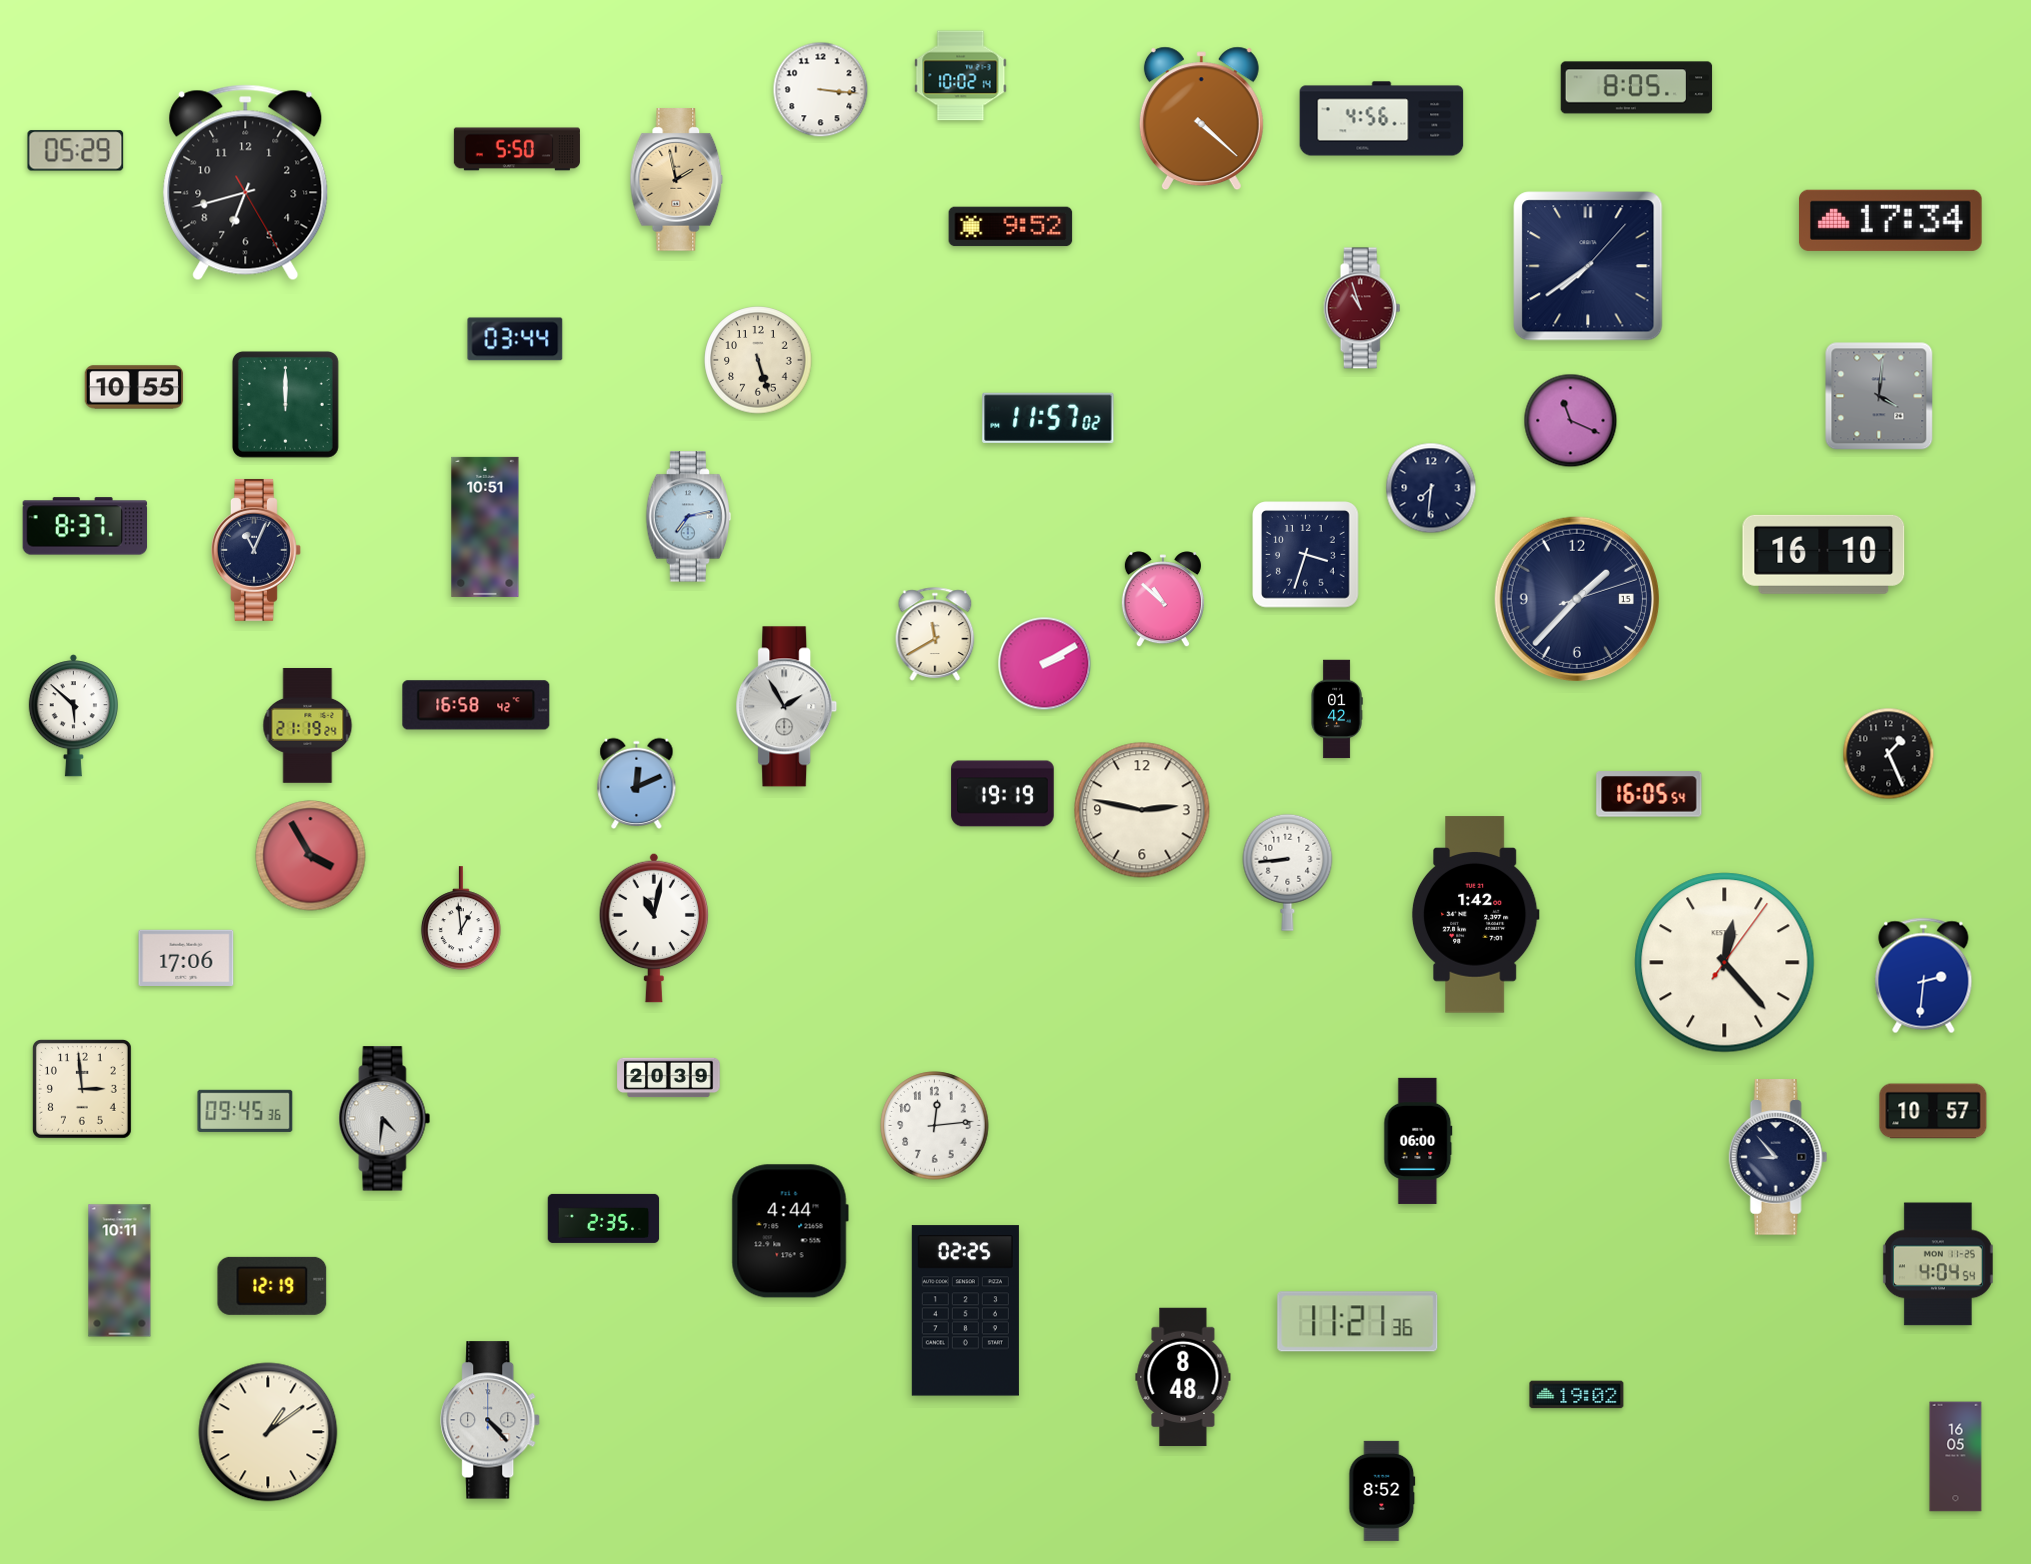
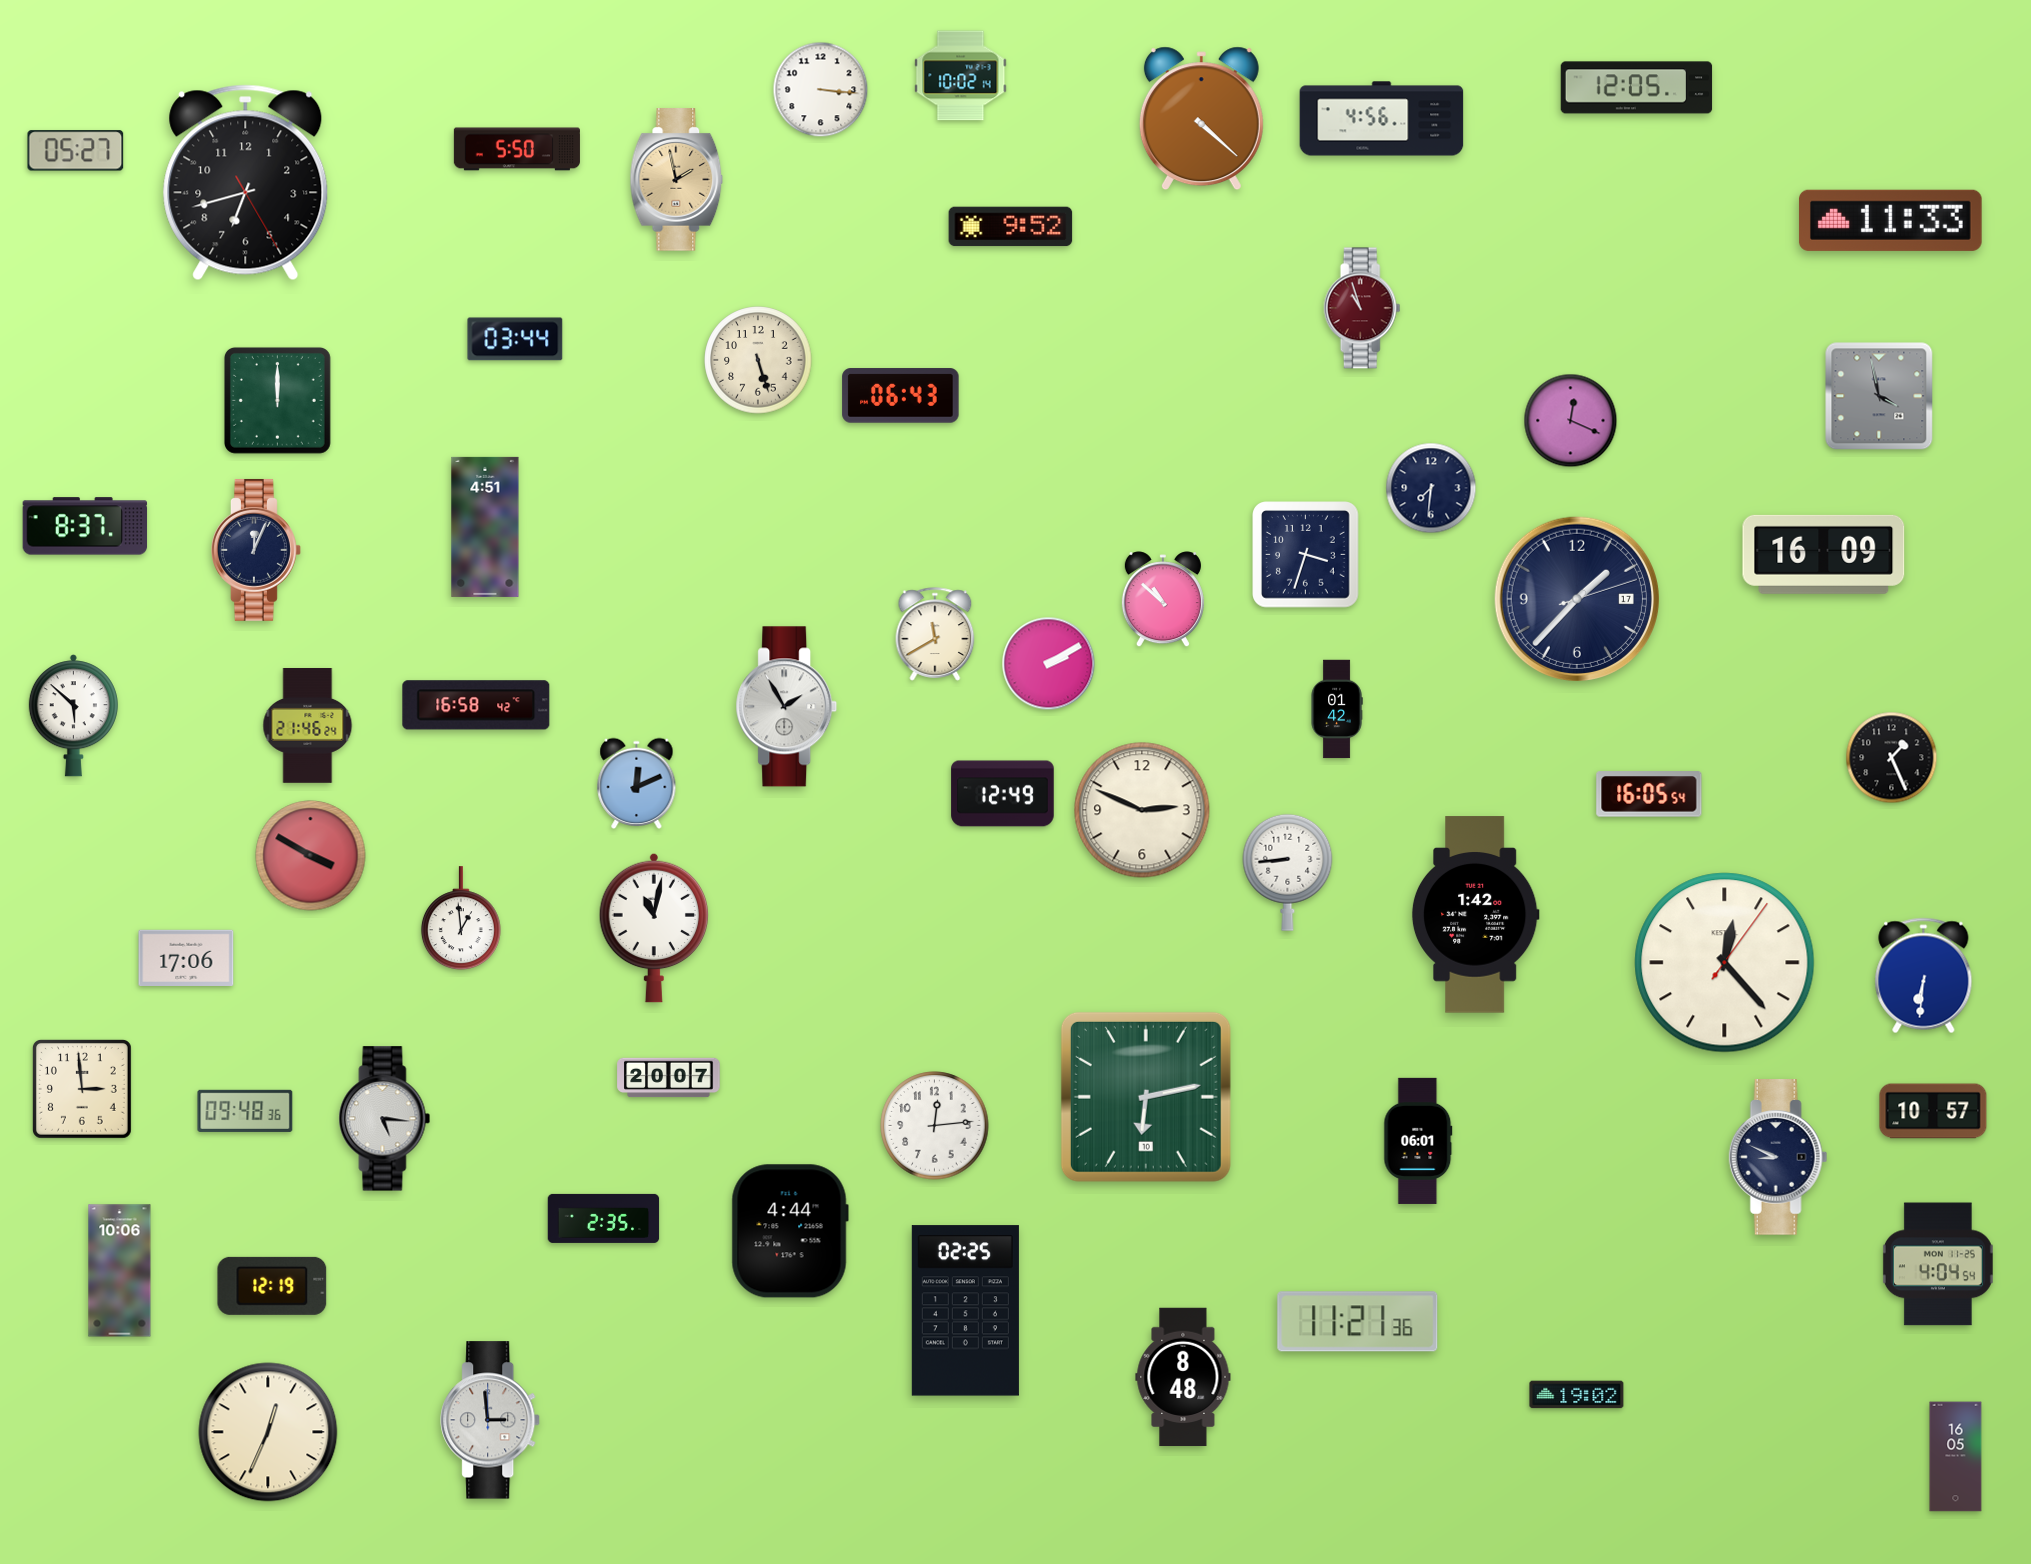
clock at (1637, 88): 8:05 -> 12:05
clock at (76, 151): 05:29 -> 05:27
clock at (1890, 220): 17:34 -> 11:33
clock at (1588, 266): 7:39 -> none
clock at (134, 387): 10:55 -> none
clock at (901, 396): none -> 06:43
clock at (1879, 396): 4:01 -> 3:58
clock at (285, 404) position: (285, 404) -> (277, 400)
clock at (1048, 418): 11:57 -> none
clock at (1571, 421): 11:19 -> 12:19
clock at (689, 517): 7:13 -> none
clock at (485, 527): 10:51 -> 4:51
clock at (257, 550): 11:04 -> 12:04
clock at (1824, 554): 16:10 -> 16:09
clock at (1577, 599) date: 15 -> 17
clock at (1045, 664) position: (1045, 664) -> (1049, 664)
clock at (308, 726): 21:19 -> 21:46
clock at (1889, 754) position: (1889, 754) -> (1892, 758)
clock at (1003, 794): 19:19 -> 12:49
clock at (1142, 810): 2:47 -> 2:49
clock at (311, 856): 3:55 -> 3:50
clock at (1924, 976): 2:31 -> 6:31
clock at (669, 1078): 20:39 -> 20:07
clock at (1146, 1097): none -> 6:13
clock at (245, 1111): 09:45 -> 09:48
clock at (385, 1119): 4:31 -> 5:16
clock at (1418, 1141): 06:00 -> 06:01
clock at (1778, 1158): 8:53 -> 8:49
clock at (120, 1271): 10:11 -> 10:06
clock at (491, 1420): 4:23 -> 2:59
clock at (268, 1432): 1:09 -> 12:34
clock at (1382, 1491): 8:52 -> none
